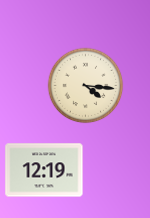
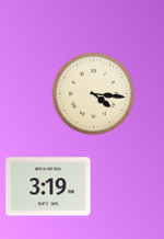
clock at (44, 170): 12:19 -> 3:19
